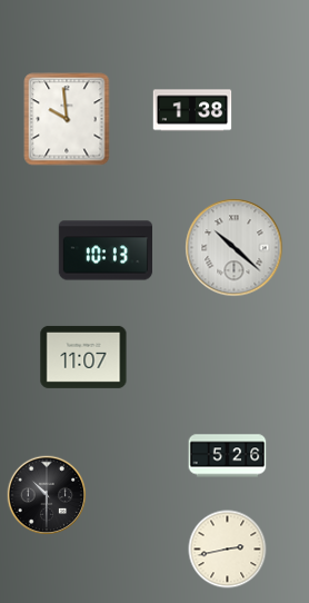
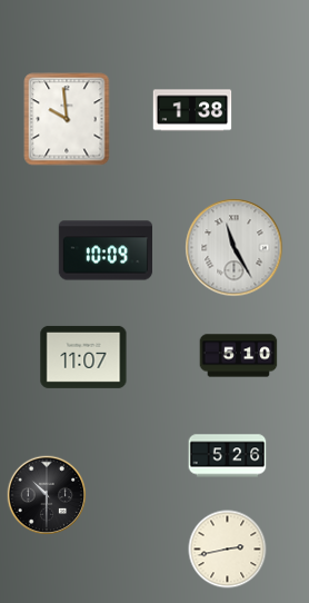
clock at (235, 248): 10:22 -> 11:25
clock at (104, 250): 10:13 -> 10:09
clock at (239, 356): none -> 5:10
